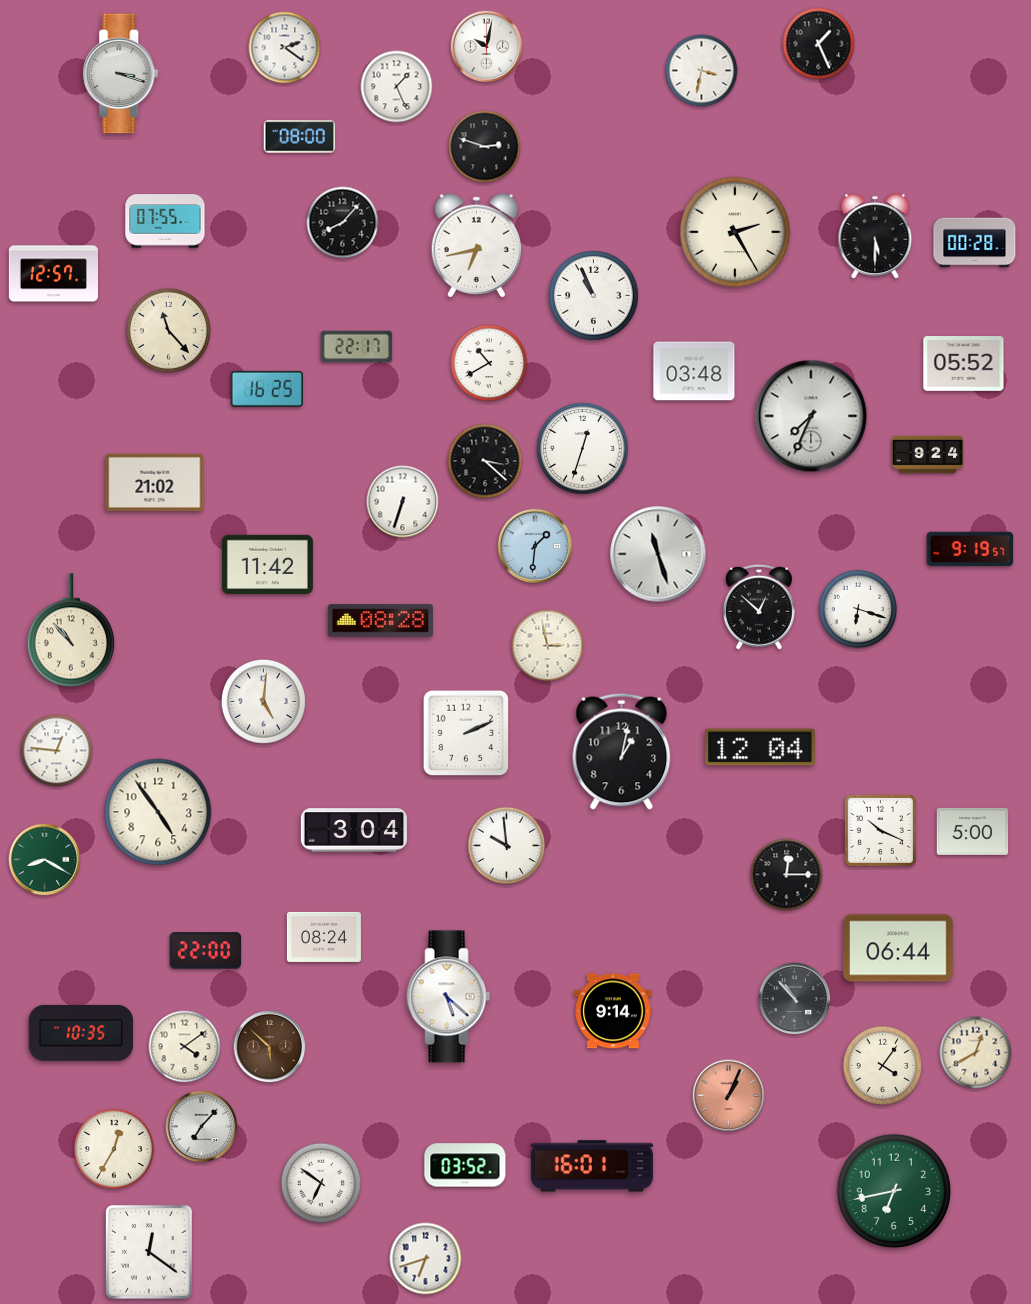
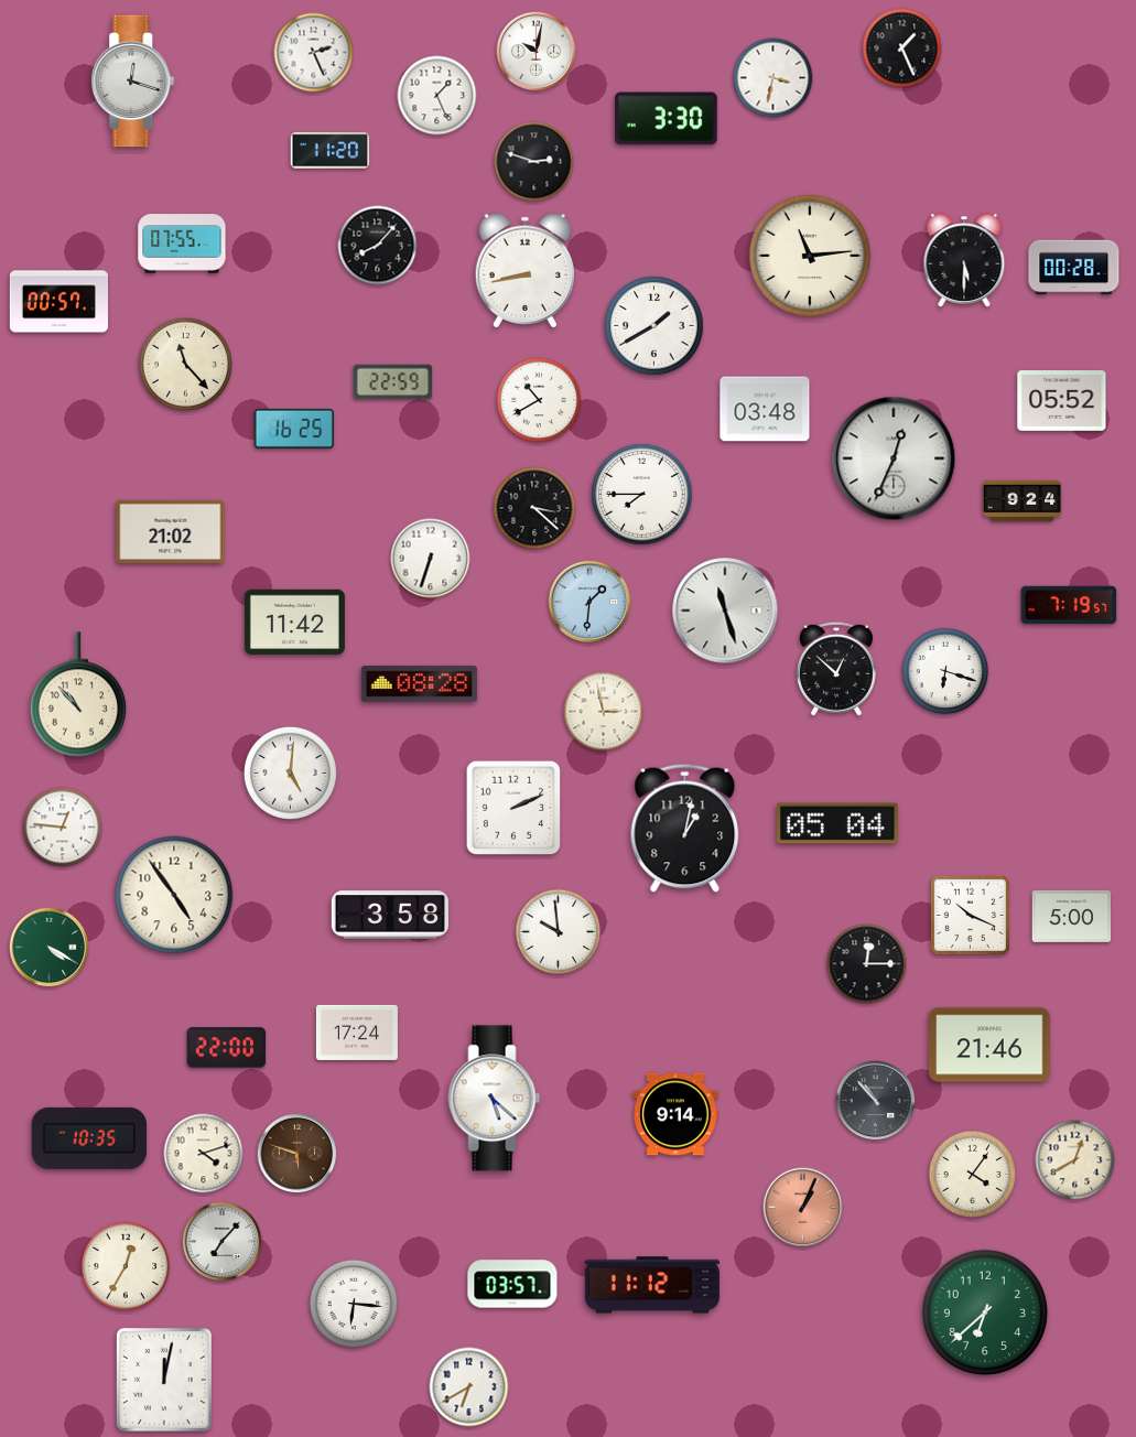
clock at (285, 48): 2:21 -> 2:26
clock at (121, 74): 3:18 -> 12:18
clock at (667, 119): none -> 3:30
clock at (300, 137): 08:00 -> 11:20
clock at (735, 232): 2:25 -> 11:14
clock at (476, 246): 6:43 -> 8:43
clock at (53, 274): 12:57 -> 00:57
clock at (594, 296): 10:56 -> 1:40
clock at (357, 347): 22:17 -> 22:59
clock at (811, 416): 7:34 -> 12:34
clock at (583, 449): 12:33 -> 7:45
clock at (403, 502) position: (403, 502) -> (431, 559)
clock at (970, 548): 9:19 -> 7:19
clock at (760, 747): 12:04 -> 05:04
clock at (354, 830): 3:04 -> 3:58
clock at (45, 860): 8:20 -> 4:20
clock at (324, 937): 08:24 -> 17:24
clock at (898, 948): 06:44 -> 21:46
clock at (185, 1047): 4:09 -> 4:12
clock at (270, 1047): 5:52 -> 5:48
clock at (465, 1165): 03:52 -> 03:57
clock at (592, 1166): 16:01 -> 11:12
clock at (321, 1183): 6:51 -> 6:16
clock at (893, 1190): 6:43 -> 6:38
clock at (149, 1253): 12:21 -> 12:02
clock at (426, 1259): 6:42 -> 6:40
